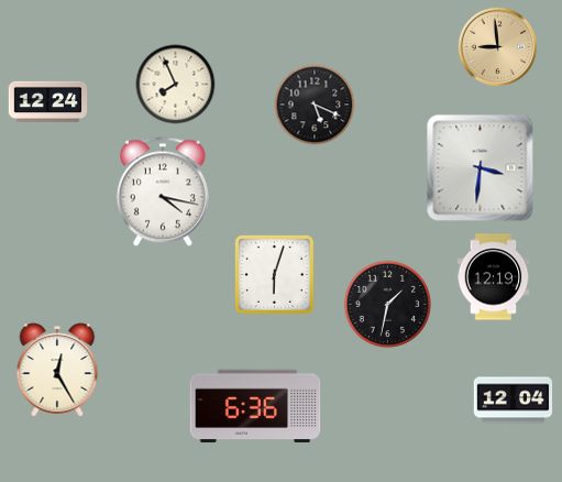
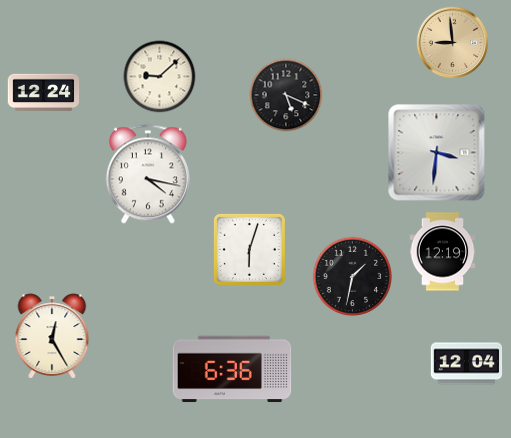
clock at (176, 85): 7:56 -> 9:08
clock at (494, 277) position: (494, 277) -> (443, 252)
